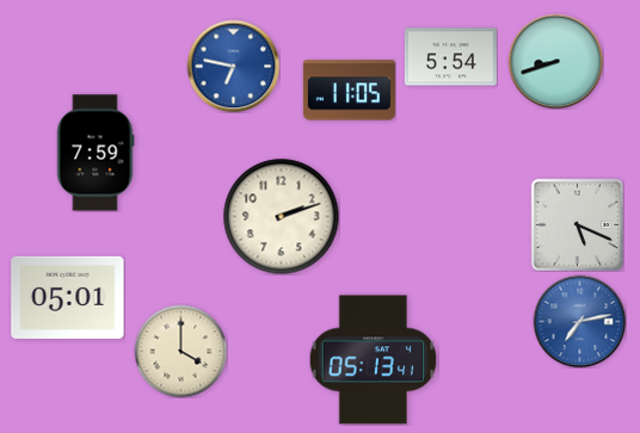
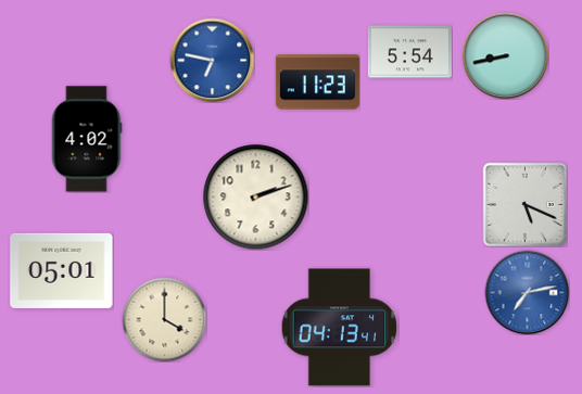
clock at (555, 61): 8:42 -> 8:43
clock at (349, 91): 11:05 -> 11:23
clock at (96, 153): 7:59 -> 4:02
clock at (374, 360): 05:13 -> 04:13
